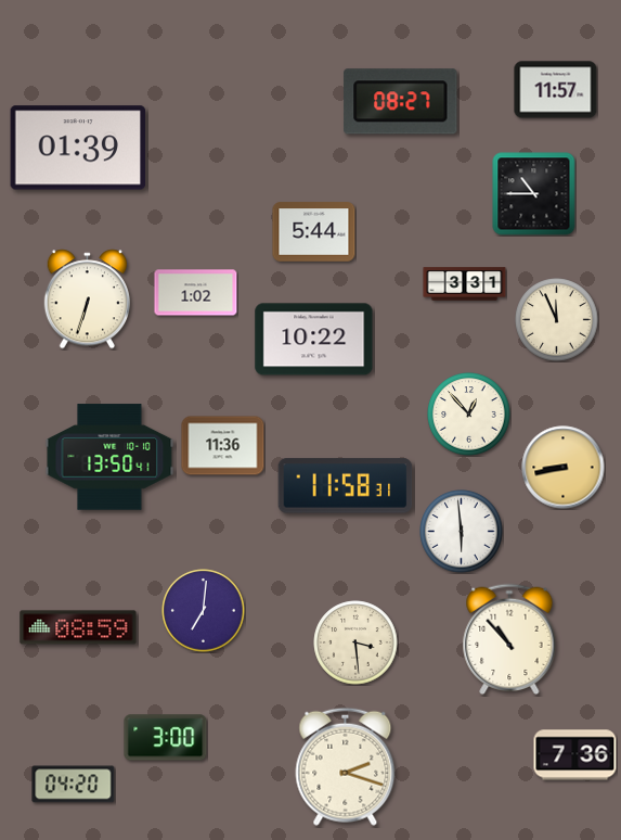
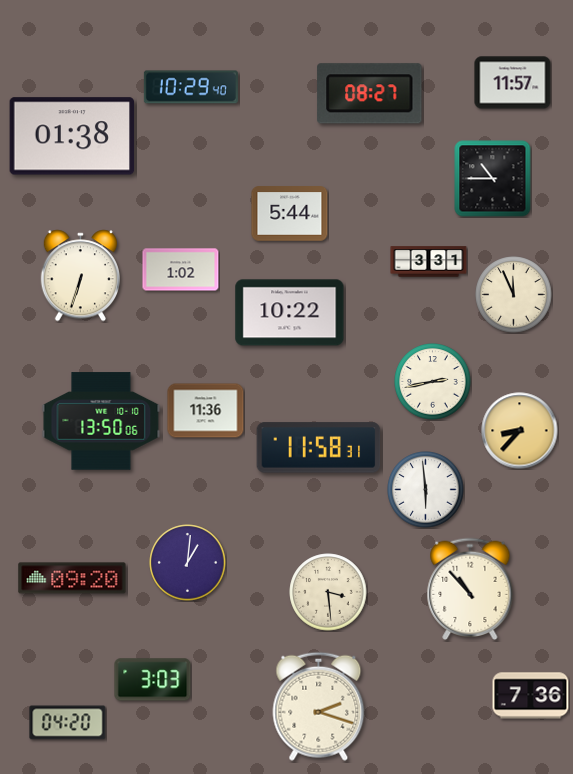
clock at (191, 87): none -> 10:29
clock at (78, 148): 01:39 -> 01:38
clock at (469, 415): 12:53 -> 2:43
clock at (109, 457): 13:50:41 -> 13:50:06
clock at (564, 468): 8:43 -> 8:37
clock at (204, 611): 7:01 -> 1:01
clock at (78, 627): 08:59 -> 09:20
clock at (166, 738): 3:00 -> 3:03
